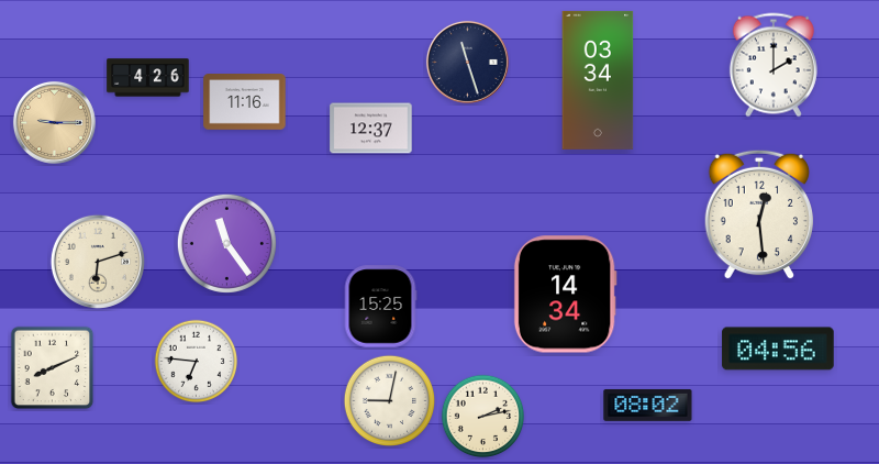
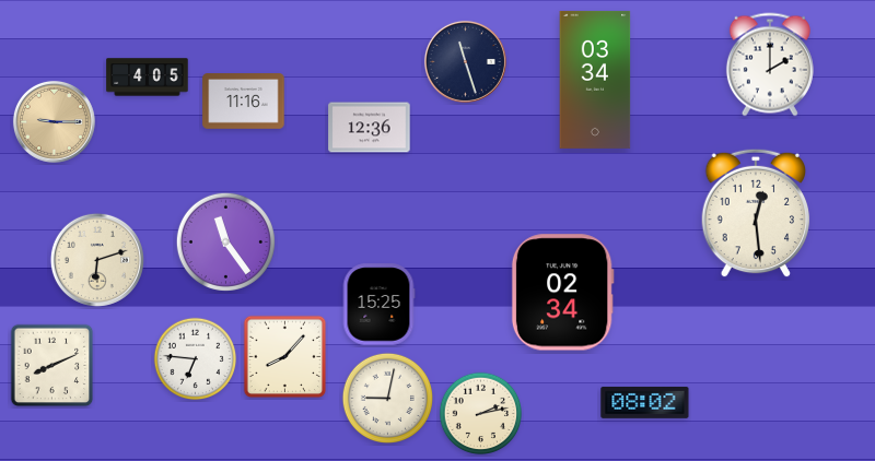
clock at (148, 78): 4:26 -> 4:05
clock at (371, 129): 12:37 -> 12:36
clock at (565, 295): 14:34 -> 02:34
clock at (778, 349): 04:56 -> none
clock at (285, 357): none -> 8:07
